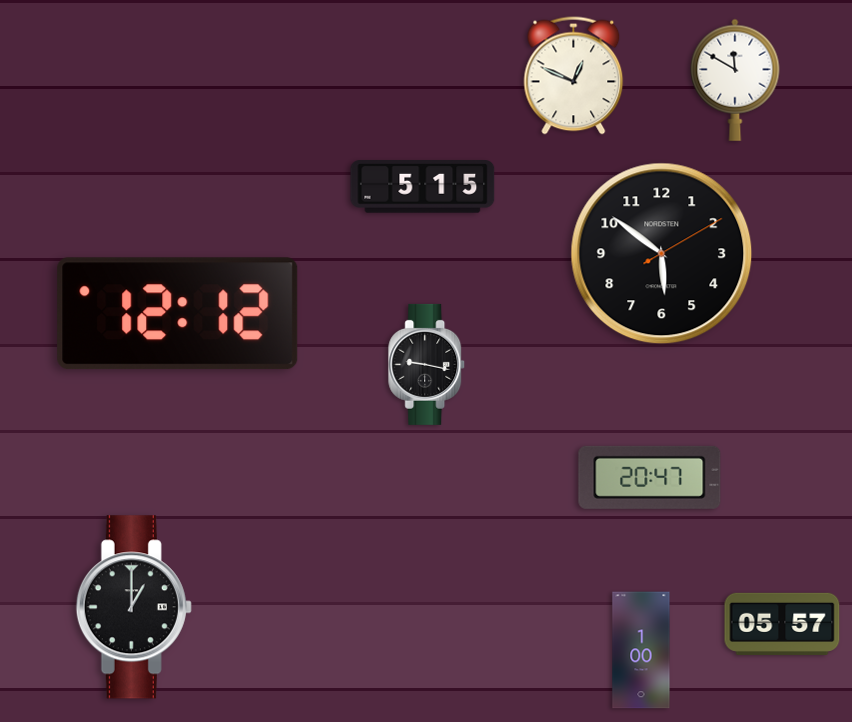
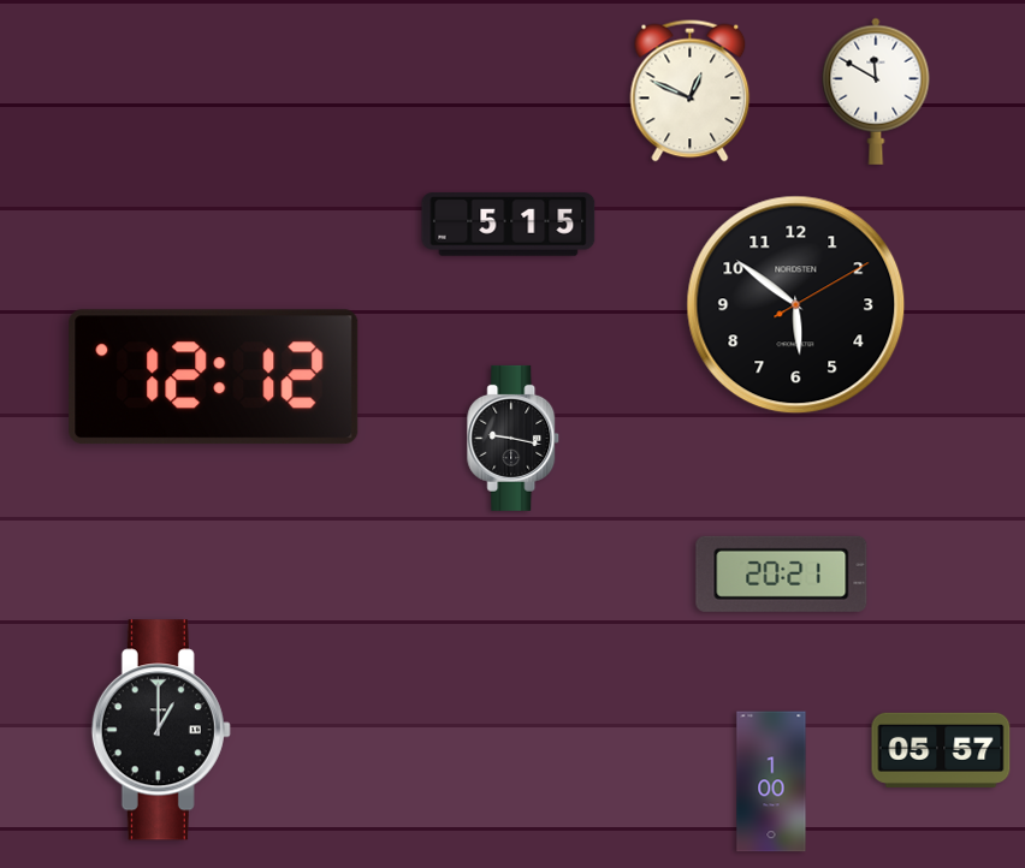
clock at (735, 80) position: (735, 80) -> (876, 91)
clock at (650, 477): 20:47 -> 20:21
